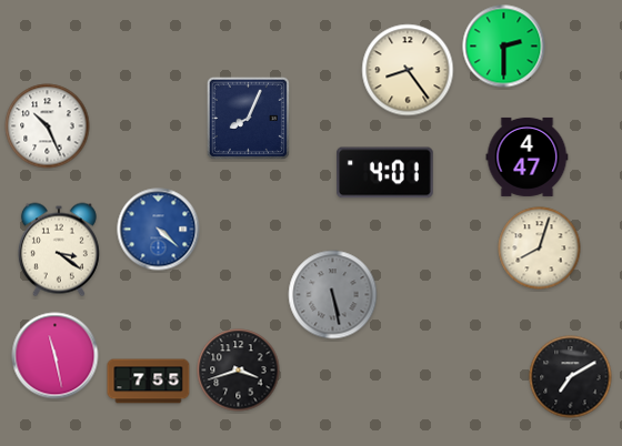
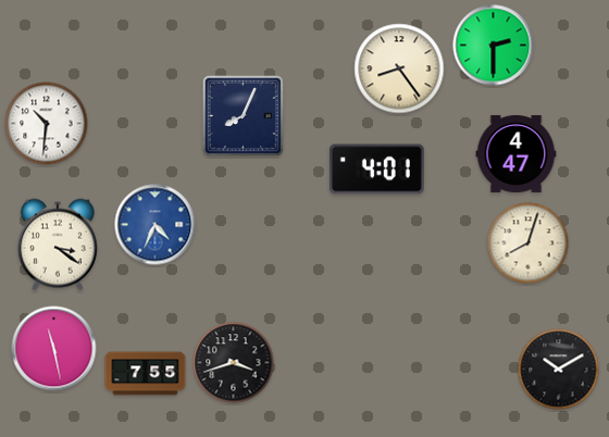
clock at (48, 126): 10:26 -> 10:31
clock at (159, 230): 4:22 -> 4:34
clock at (333, 295): 5:28 -> none
clock at (571, 377): 7:10 -> 10:10
